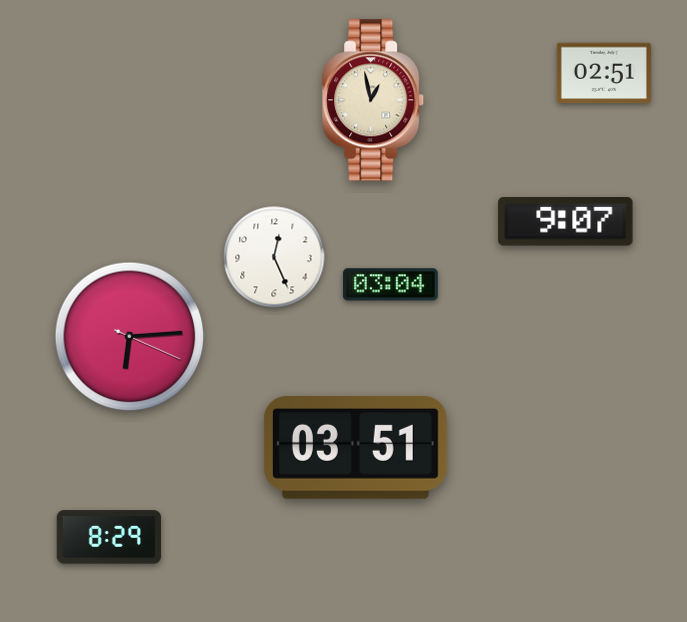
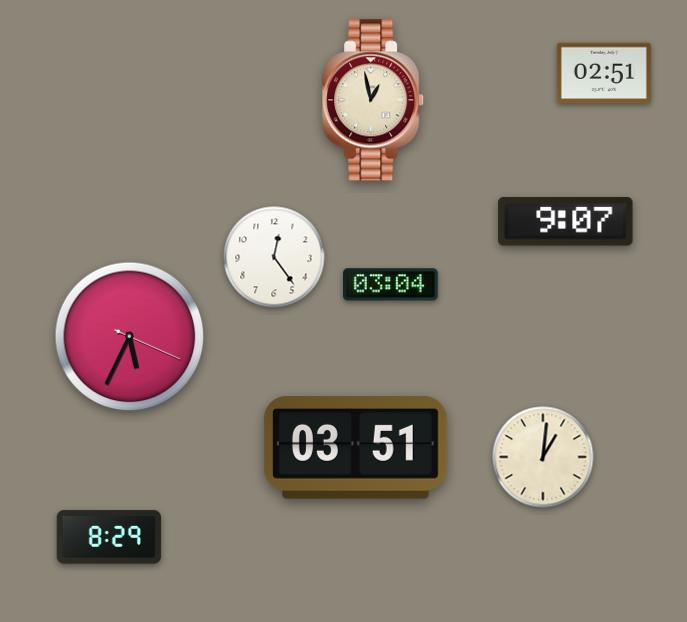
clock at (274, 257): 12:26 -> 12:24
clock at (130, 337): 6:14 -> 5:34
clock at (543, 457): none -> 1:01
